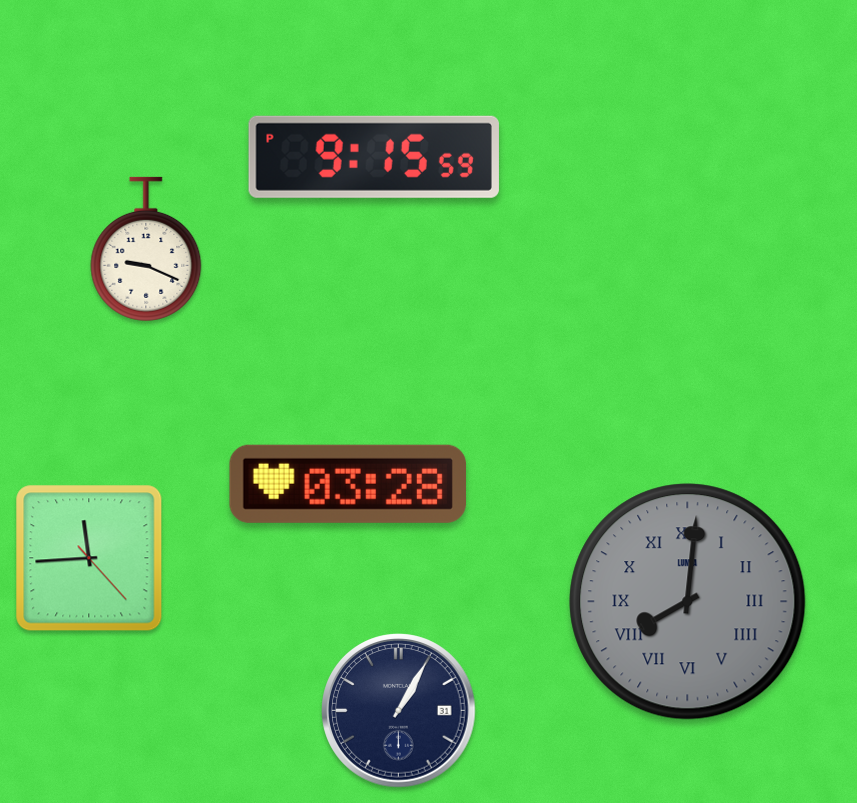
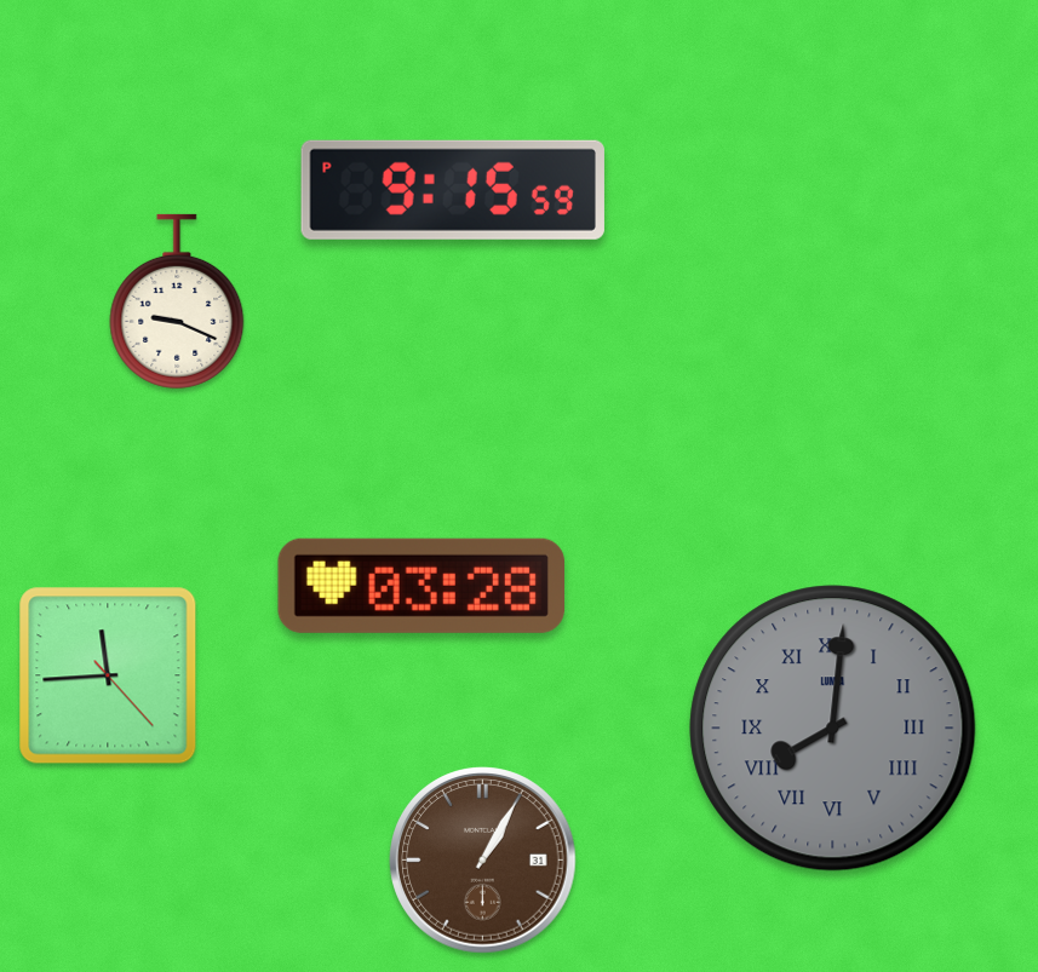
clock at (399, 711) dial: navy -> brown
